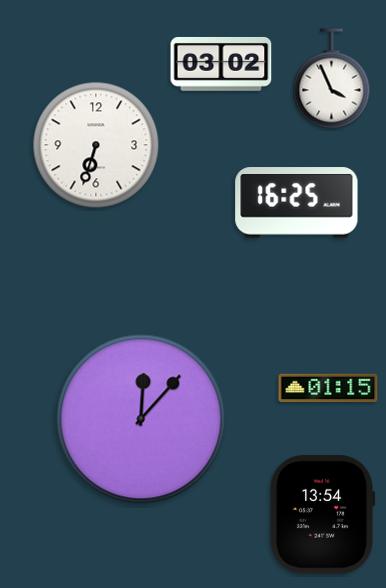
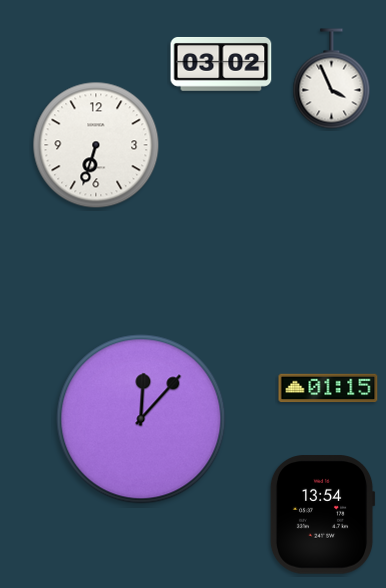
clock at (297, 203): 16:25 -> none
